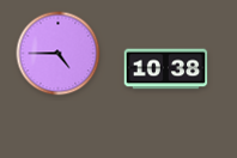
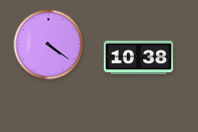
clock at (59, 54): 4:45 -> 4:21
